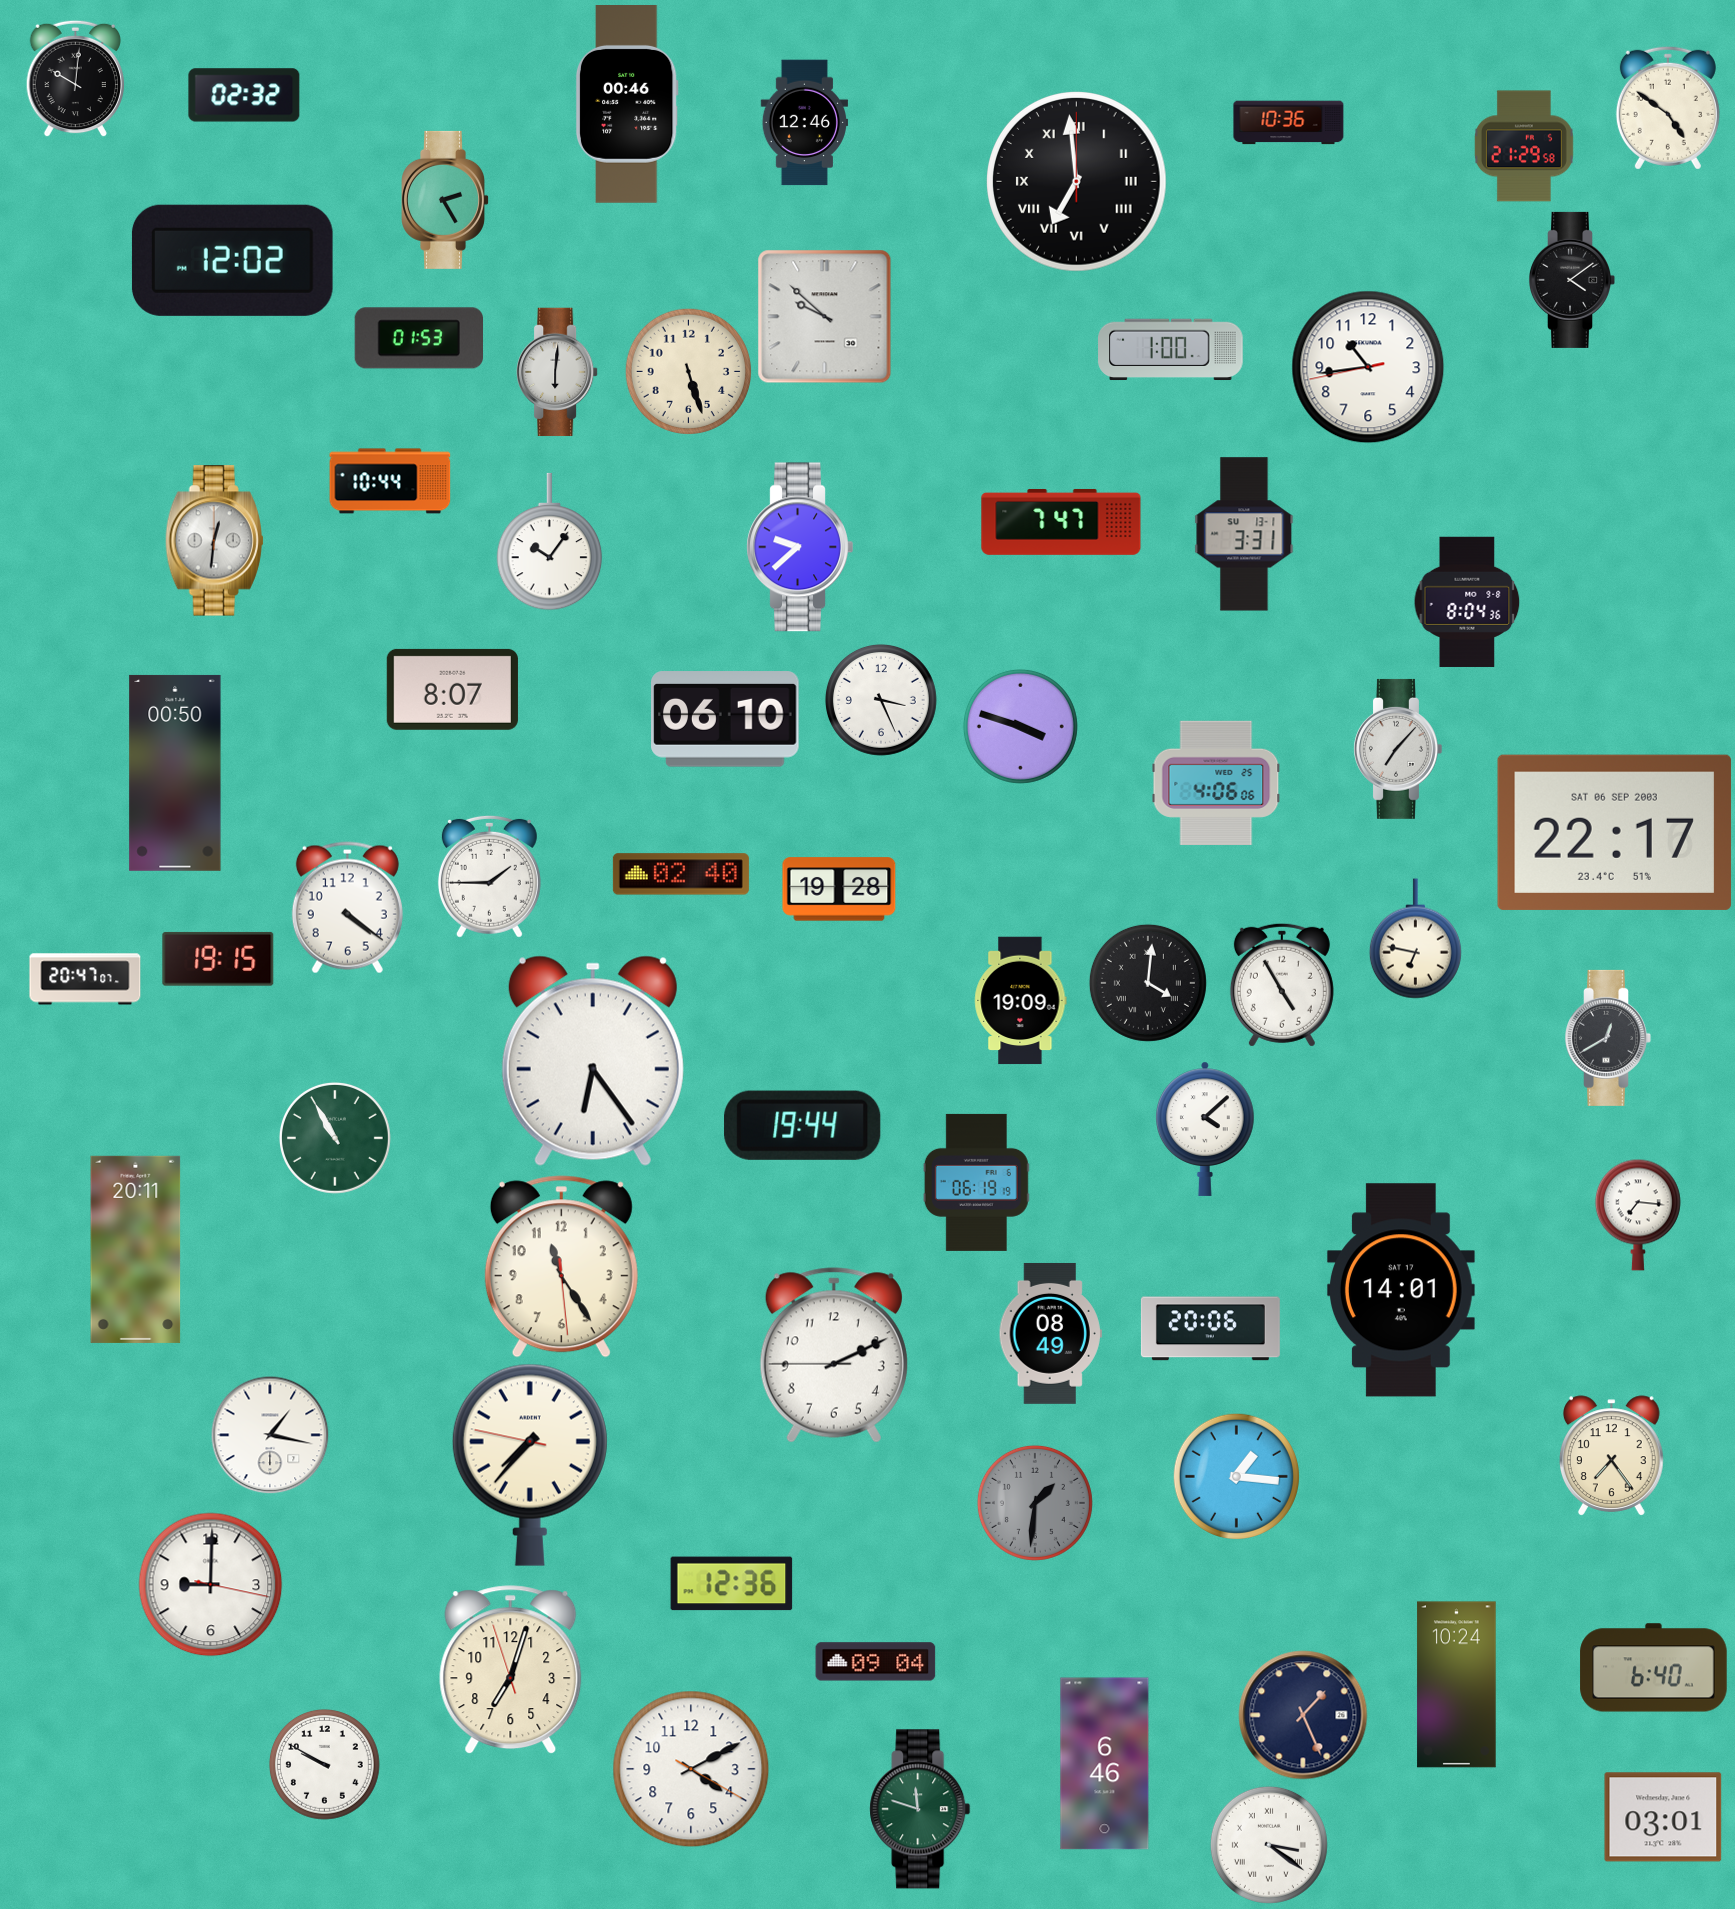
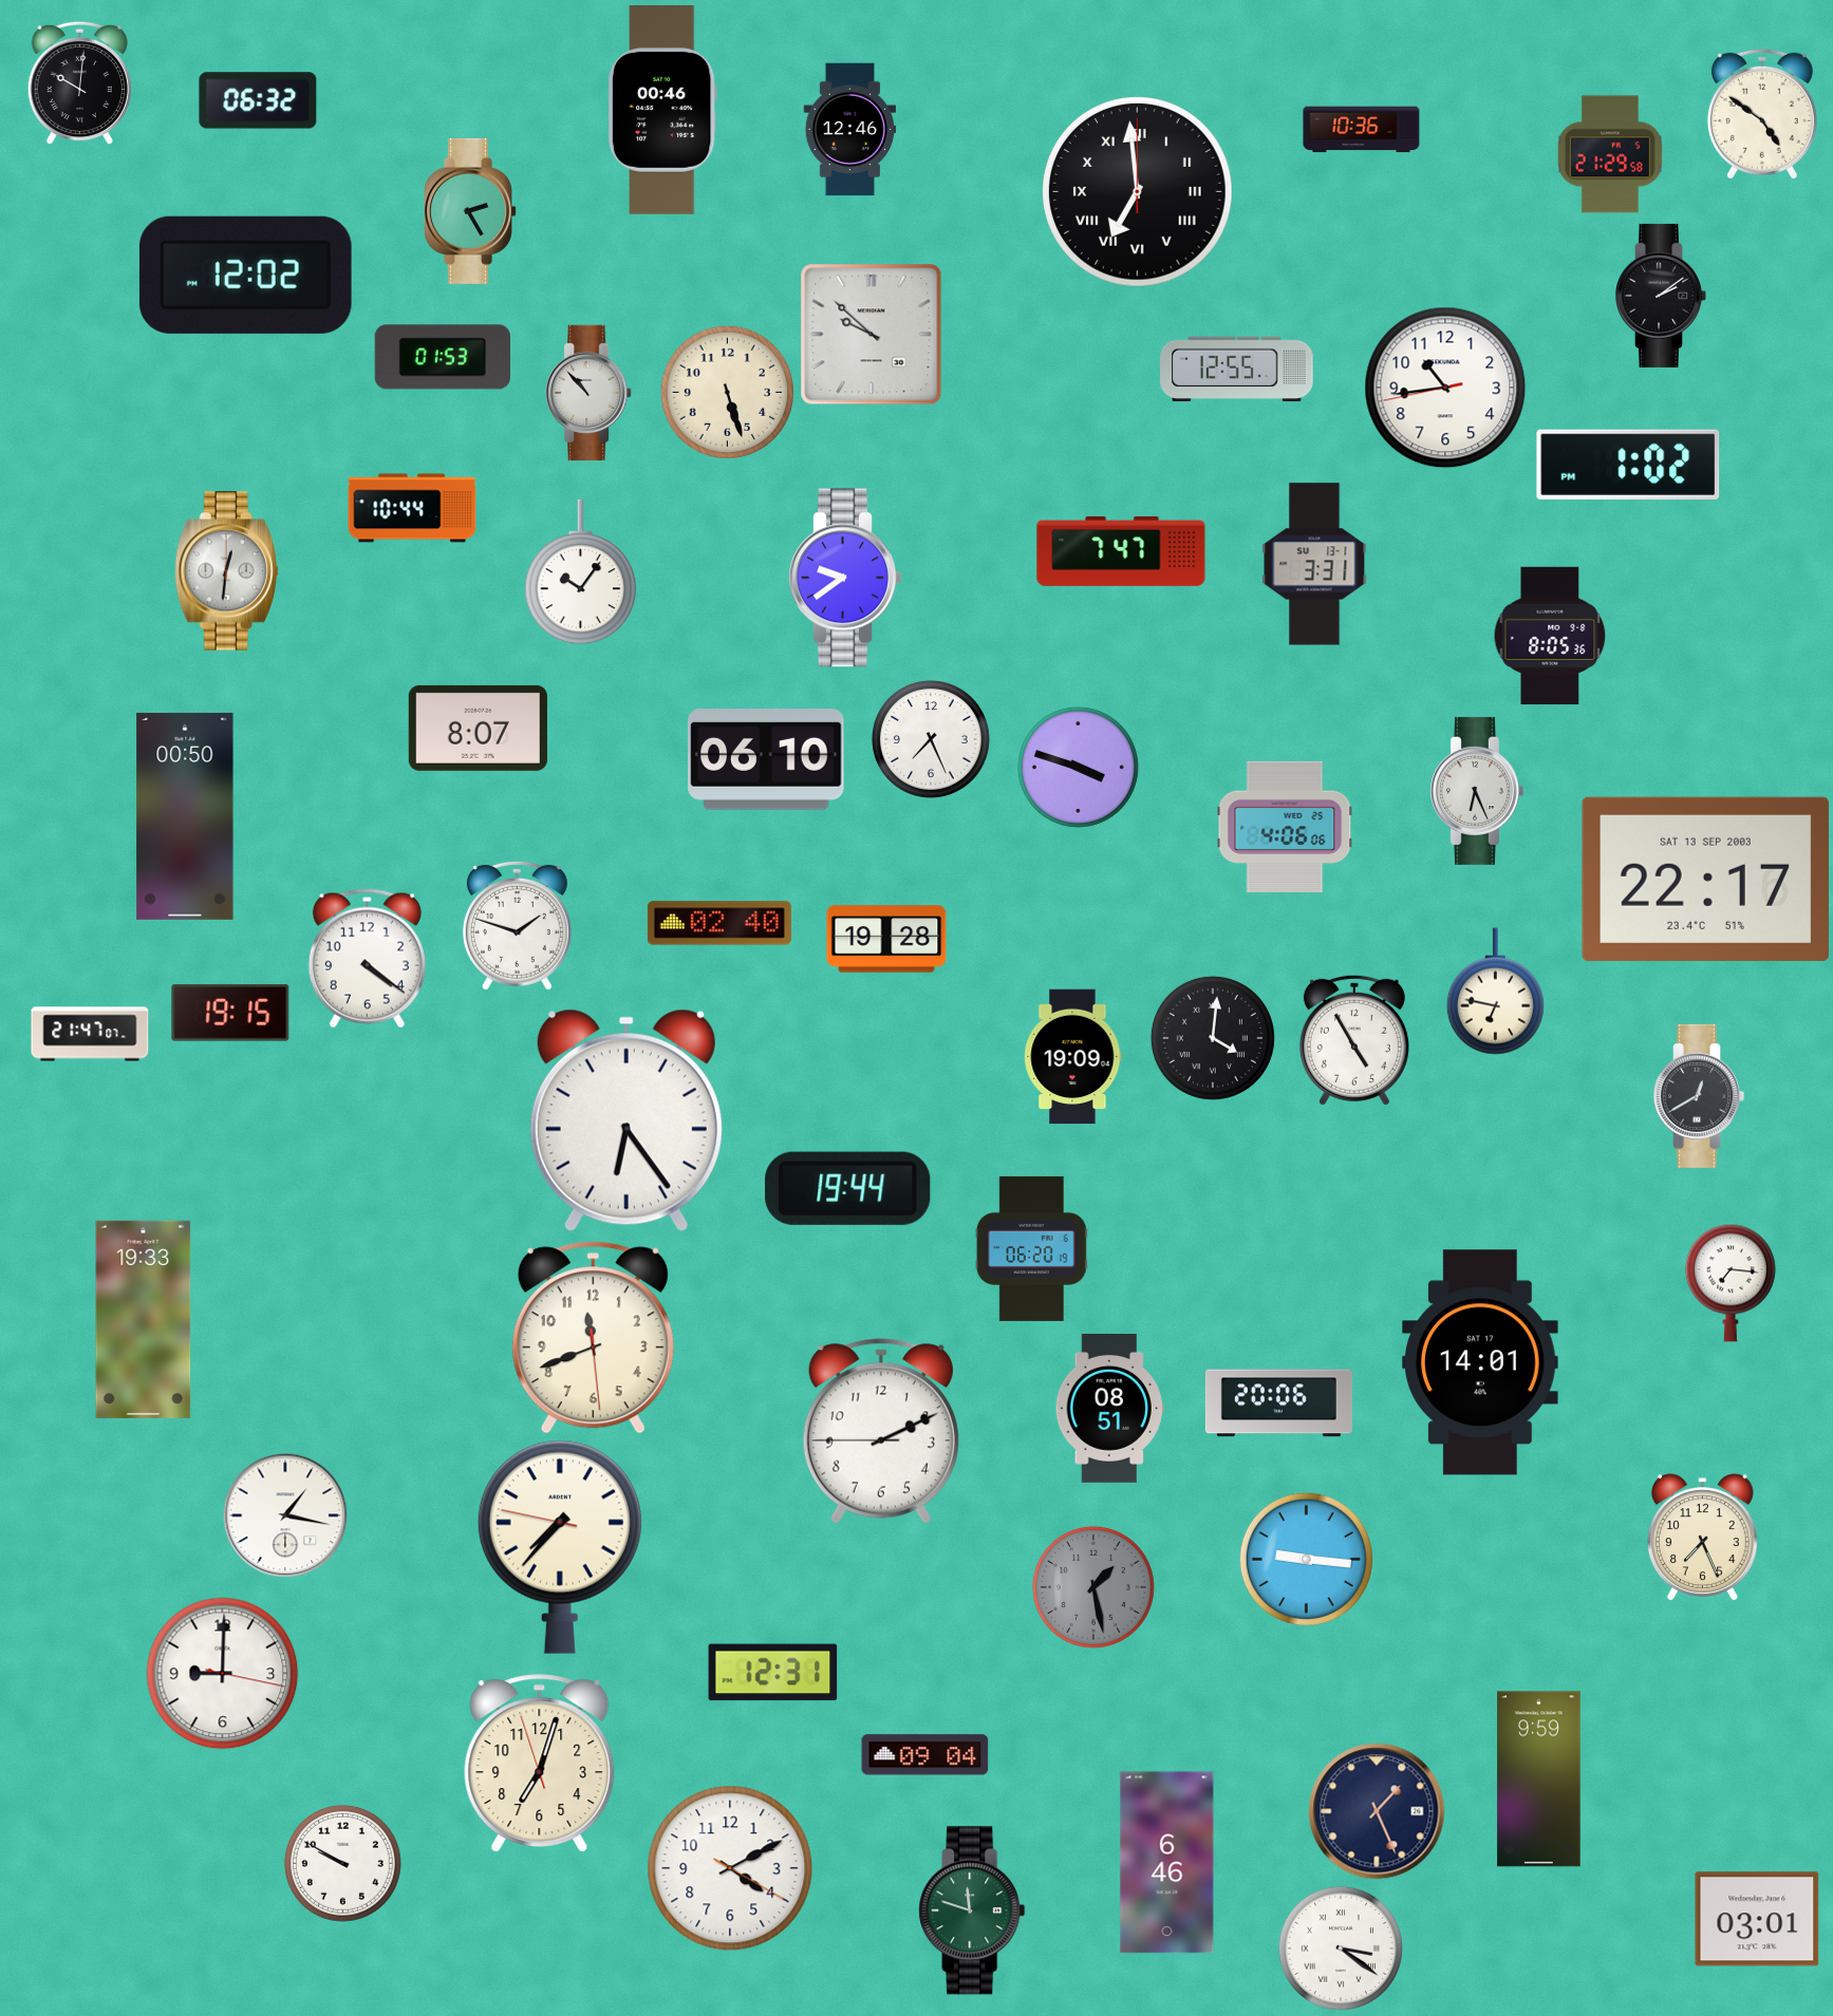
clock at (244, 95): 02:32 -> 06:32
clock at (1572, 280): 4:09 -> 2:09
clock at (1171, 350): 1:00 -> 12:55
clock at (557, 372): 6:01 -> 10:53
clock at (1628, 465): none -> 1:02
clock at (800, 547): 9:38 -> 9:39
clock at (1467, 602): 8:04 -> 8:05
clock at (881, 700): 3:26 -> 7:26
clock at (1398, 749): 7:07 -> 6:26
clock at (1614, 832) date: SAT 06 SEP 2003 -> SAT 13 SEP 2003
clock at (489, 876): 1:45 -> 1:48
clock at (85, 979): 20:47 -> 21:47
clock at (1021, 1001) position: (1021, 1001) -> (1073, 1057)
clock at (1206, 1129): 4:08 -> none
clock at (335, 1138): 10:55 -> none
clock at (976, 1182): 06:19 -> 06:20
clock at (136, 1249): 20:11 -> 19:33
clock at (561, 1267): 11:24 -> 11:41
clock at (1050, 1333): 08:49 -> 08:51
clock at (1611, 1456): 7:24 -> 7:26
clock at (1236, 1476): 1:16 -> 9:16
clock at (1035, 1503): 1:31 -> 1:28
clock at (732, 1584): 12:36 -> 12:31
clock at (1654, 1668): 6:40 -> none
clock at (1457, 1685): 10:24 -> 9:59
